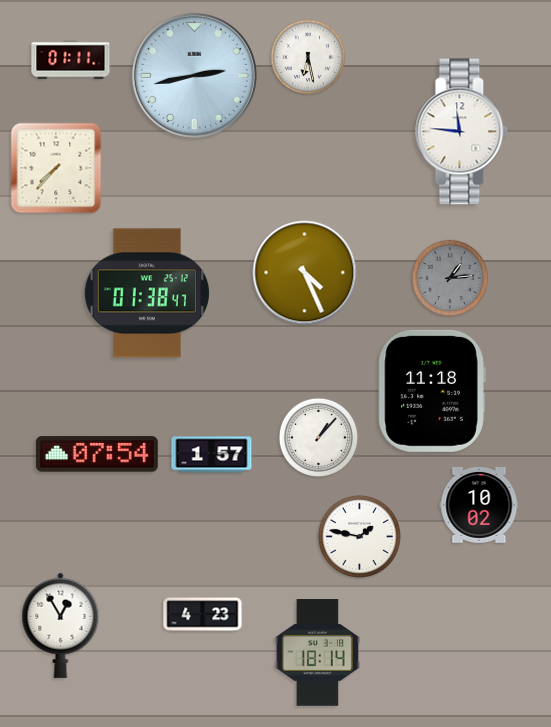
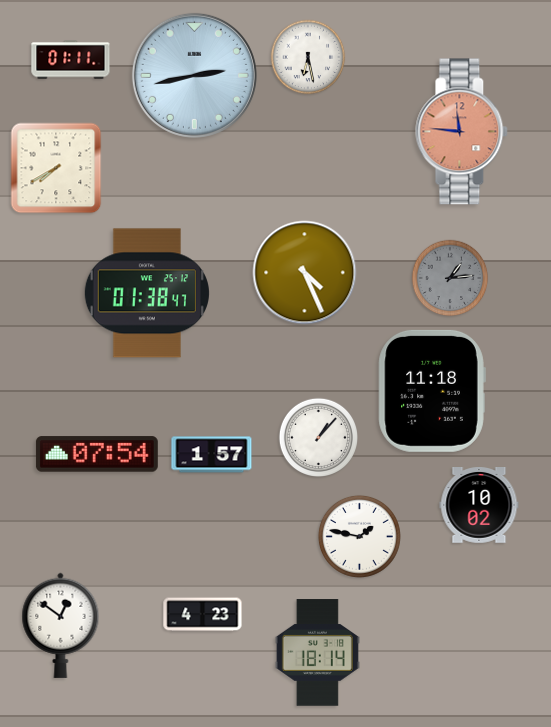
clock at (462, 132) dial: white -> salmon
clock at (56, 168): 7:37 -> 7:40
clock at (61, 625): 12:55 -> 12:51
